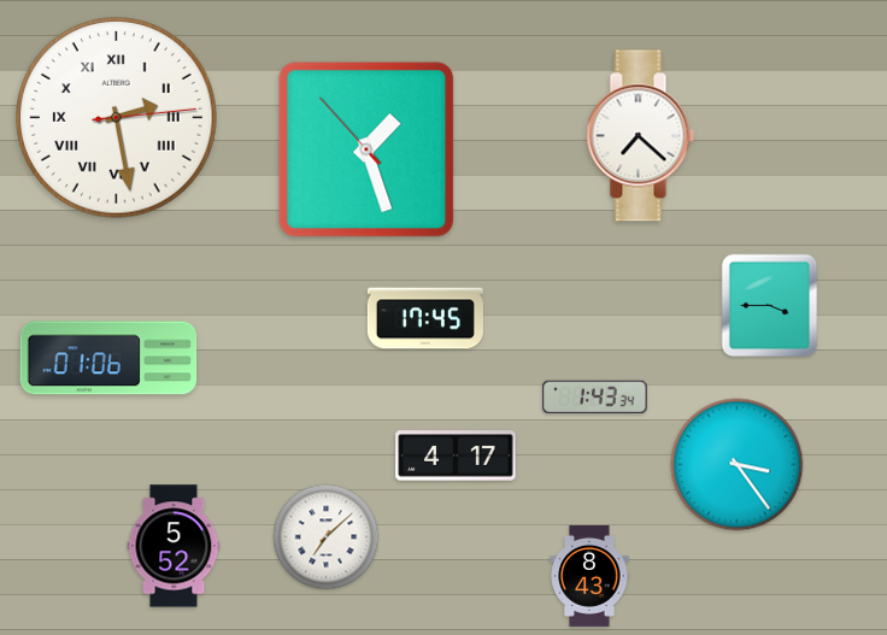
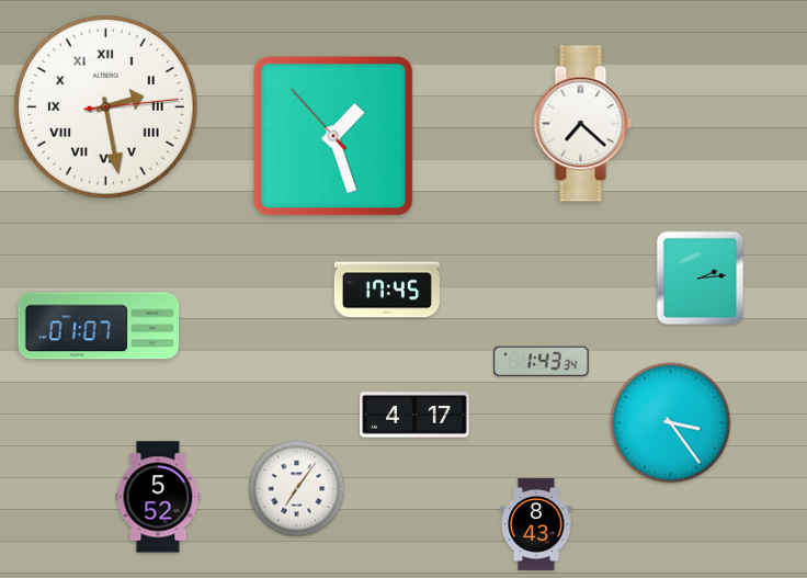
clock at (770, 306): 3:45 -> 2:14
clock at (108, 358): 01:06 -> 01:07
clock at (327, 537): 7:08 -> 7:06
